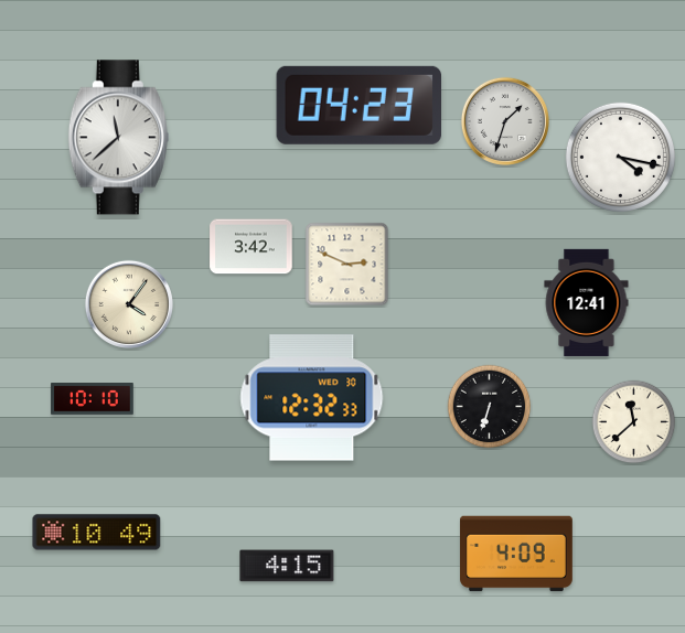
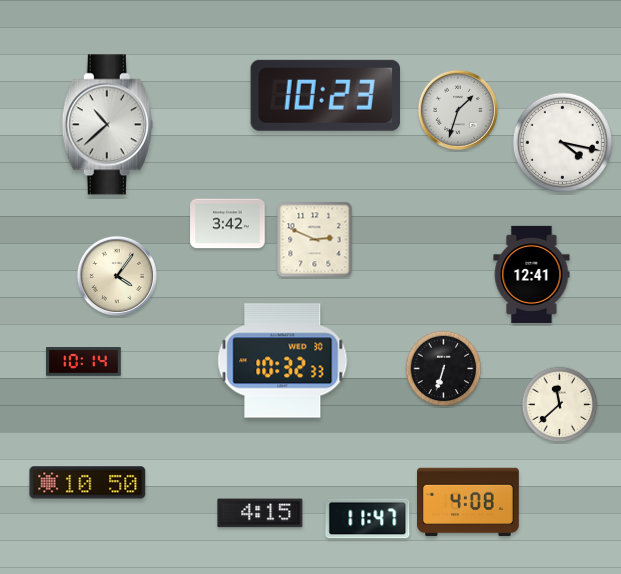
clock at (358, 105): 04:23 -> 10:23
clock at (118, 138): 11:38 -> 10:38
clock at (312, 398): 12:32 -> 10:32
clock at (93, 399): 10:10 -> 10:14
clock at (634, 422) position: (634, 422) -> (560, 405)
clock at (97, 533): 10:49 -> 10:50
clock at (516, 554): 4:09 -> 4:08
clock at (368, 519): none -> 11:47
